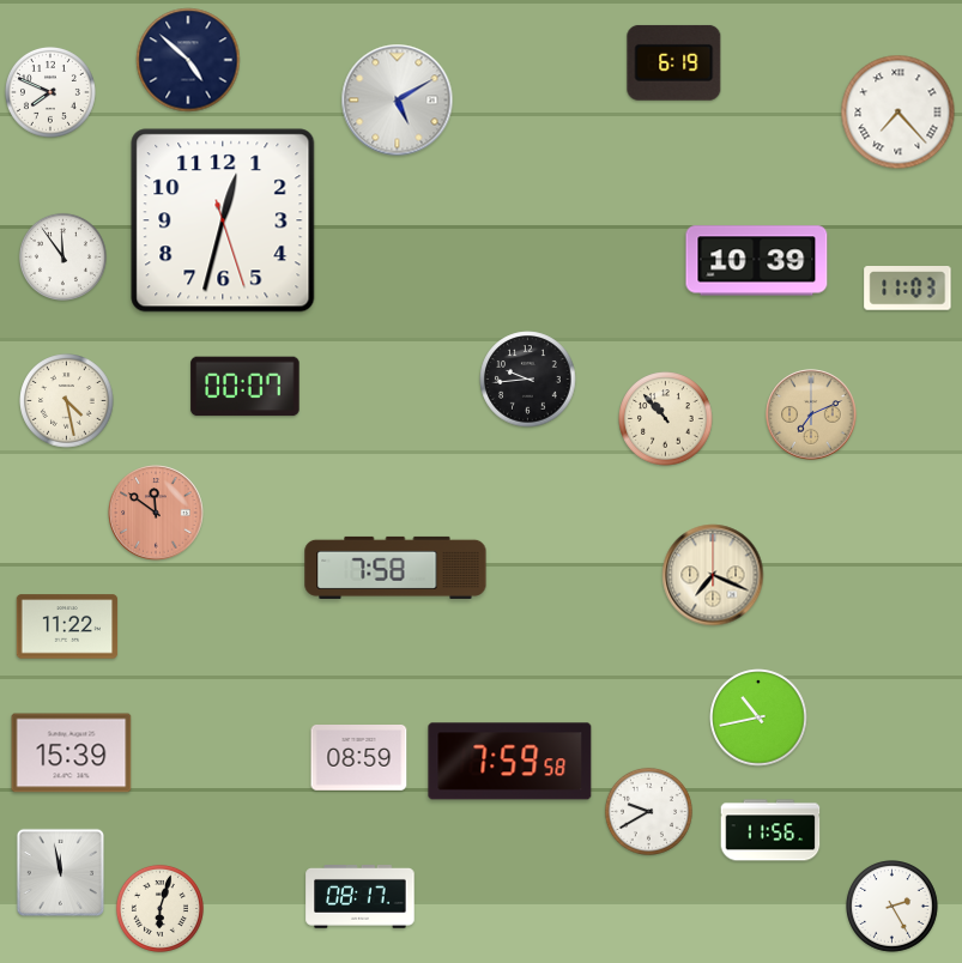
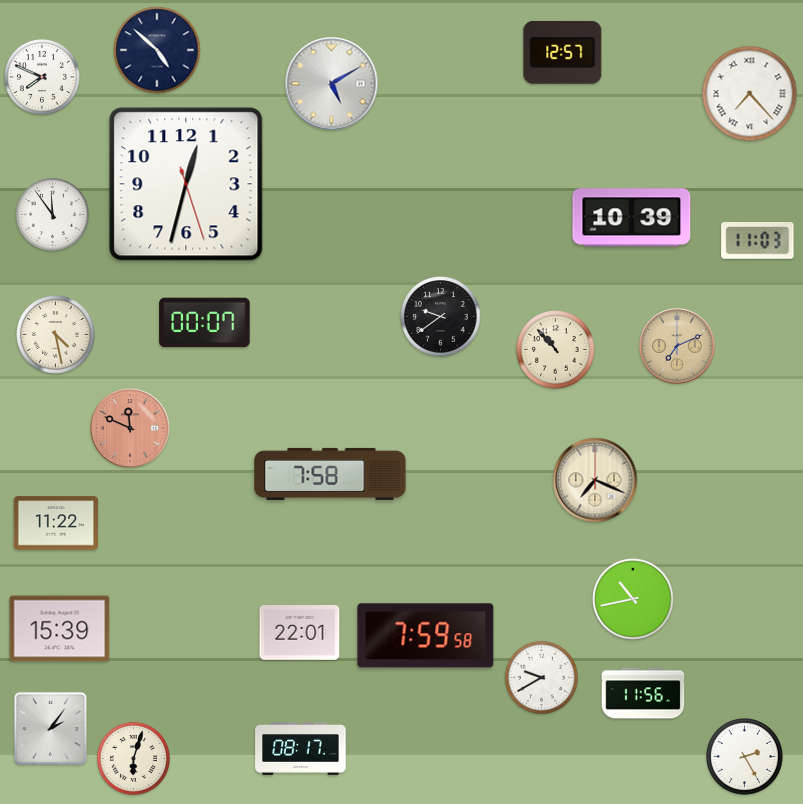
clock at (674, 62): 6:19 -> 12:57
clock at (528, 380): 9:44 -> 9:39
clock at (156, 513): 11:51 -> 11:49
clock at (359, 758): 08:59 -> 22:01
clock at (60, 872): 11:58 -> 2:06
